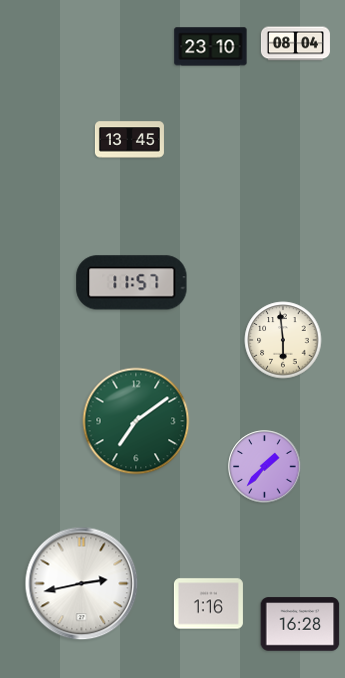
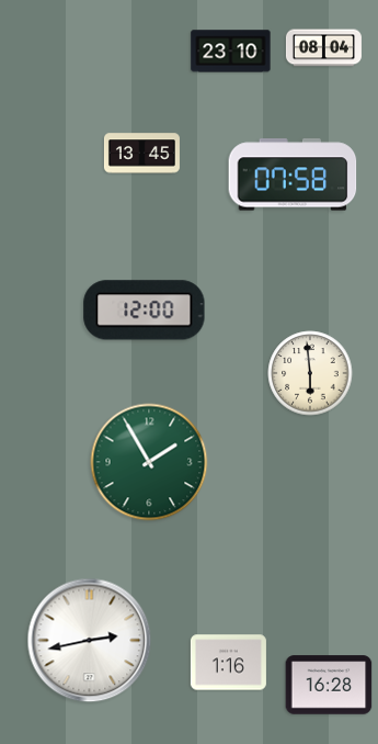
clock at (293, 174): none -> 07:58
clock at (132, 283): 11:57 -> 12:00
clock at (136, 421): 7:09 -> 1:55
clock at (265, 467): 1:37 -> none
